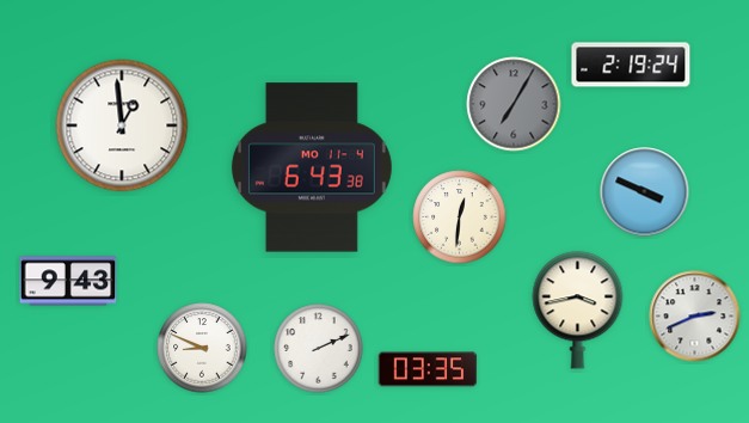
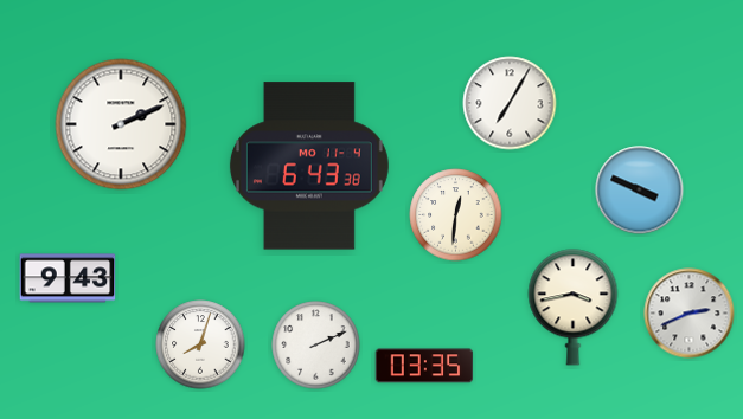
clock at (631, 65): 2:19 -> none
clock at (514, 104) dial: grey -> white
clock at (122, 125): 12:59 -> 2:11
clock at (202, 348): 8:49 -> 8:03
